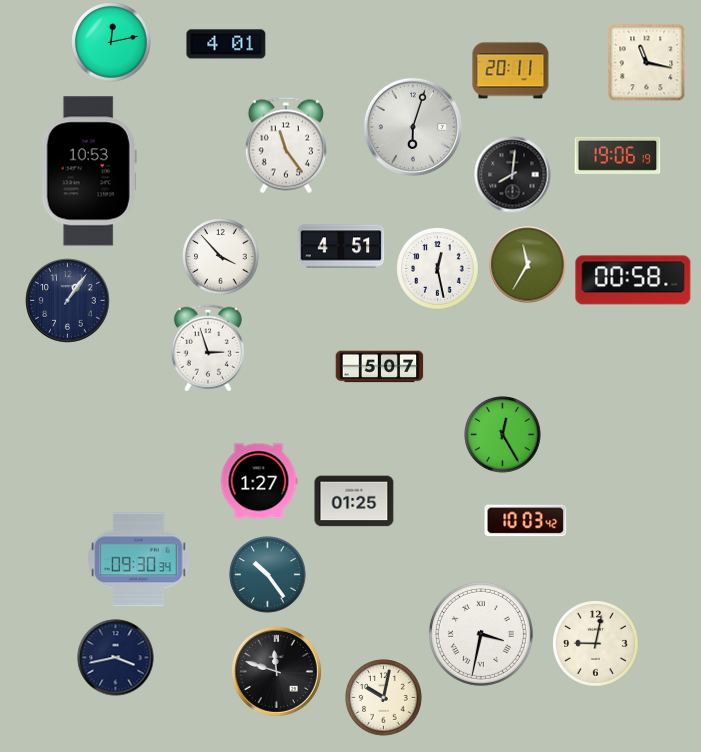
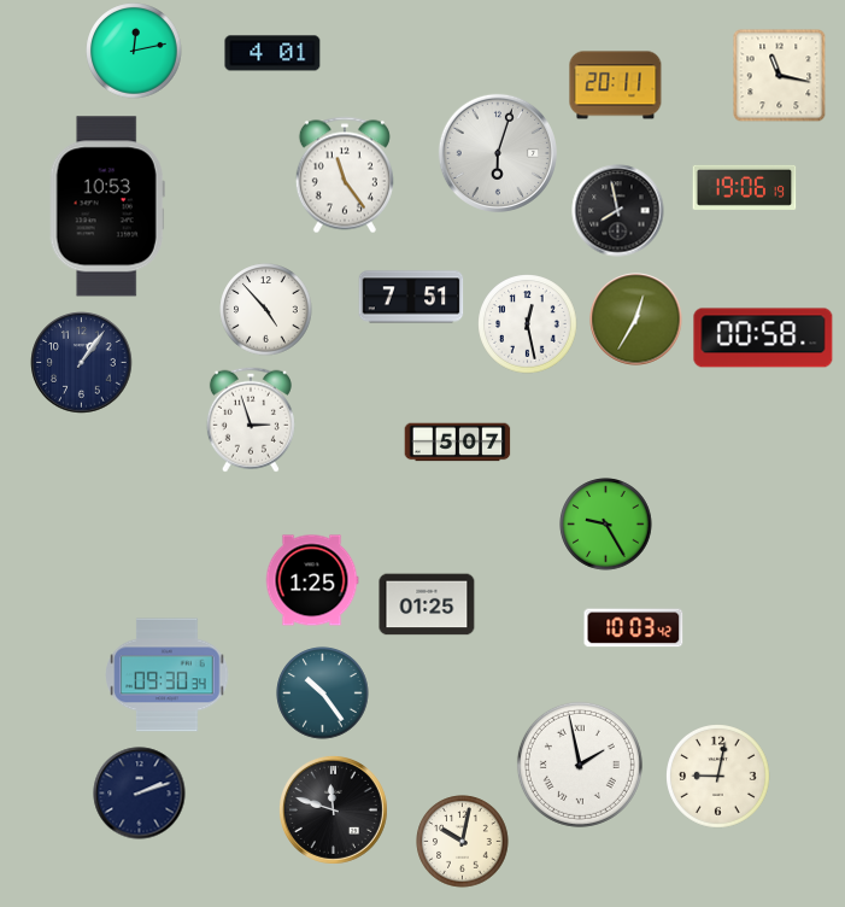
clock at (513, 175): 8:01 -> 7:58
clock at (341, 246): 4:51 -> 7:51
clock at (221, 257): 3:53 -> 4:53
clock at (528, 265): 11:35 -> 12:35
clock at (503, 435): 12:25 -> 9:25
clock at (259, 481): 1:27 -> 1:25
clock at (481, 634): 3:32 -> 1:58
clock at (116, 658): 3:43 -> 2:12
